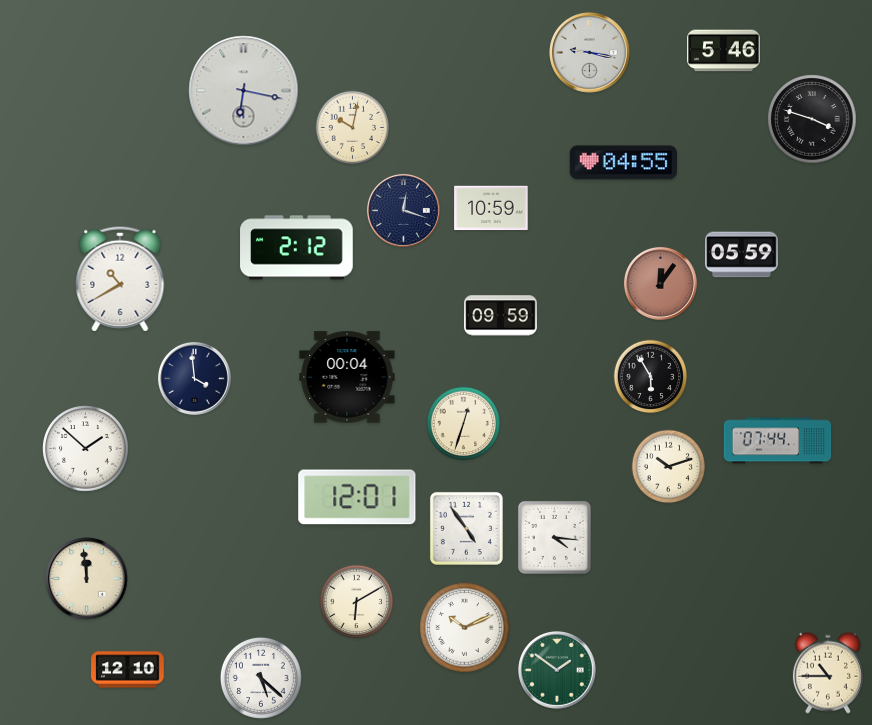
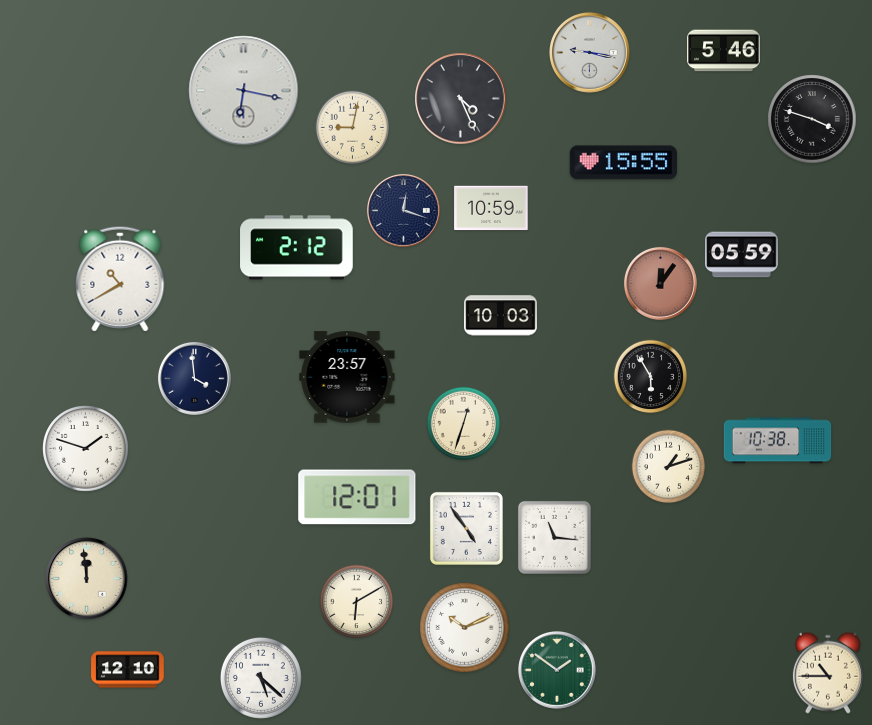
clock at (461, 99): none -> 4:26
clock at (353, 128): 10:02 -> 9:02
clock at (623, 163): 04:55 -> 15:55
clock at (501, 316): 09:59 -> 10:03
clock at (347, 377): 00:04 -> 23:57
clock at (778, 441): 07:44 -> 10:38
clock at (86, 449): 1:52 -> 1:48
clock at (669, 467): 10:12 -> 1:12
clock at (554, 537): 4:16 -> 11:16
